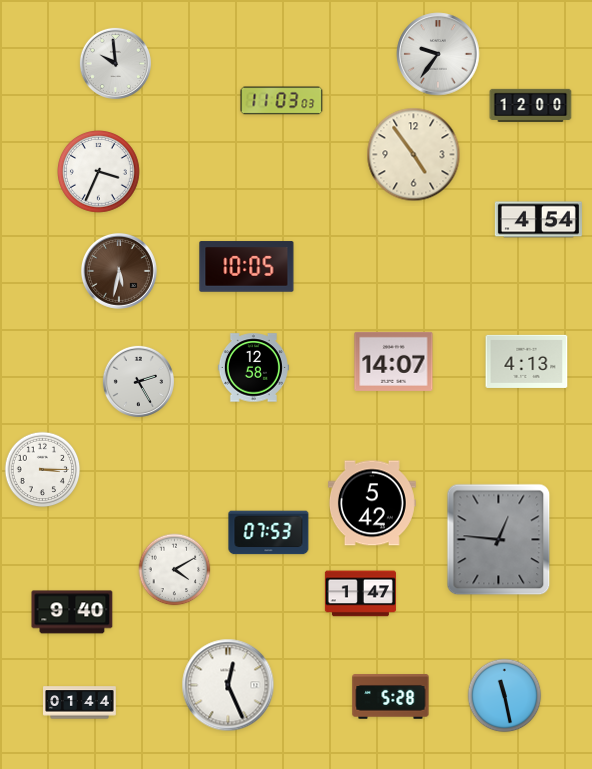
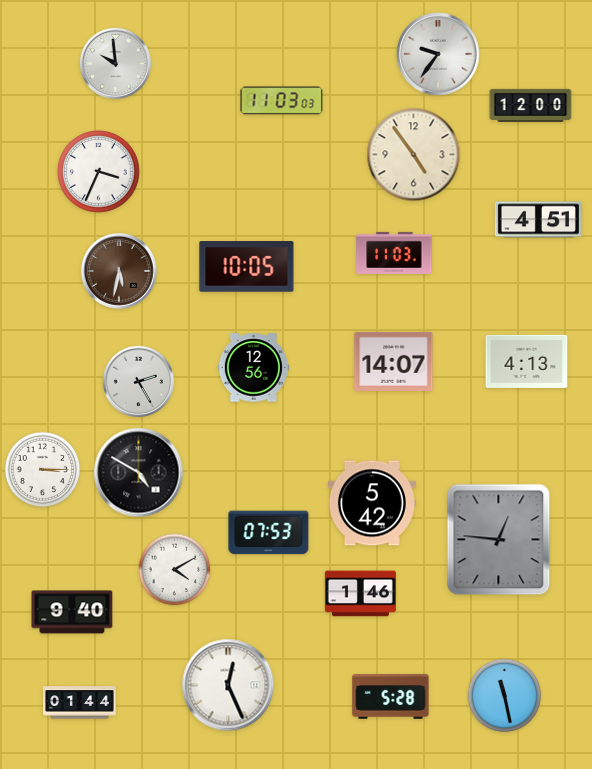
clock at (538, 220): 4:54 -> 4:51
clock at (394, 253): none -> 11:03
clock at (253, 368): 12:58 -> 12:56
clock at (139, 473): none -> 4:50
clock at (360, 594): 1:47 -> 1:46
